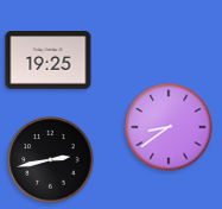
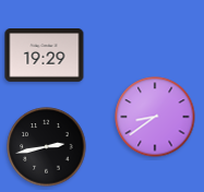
clock at (49, 61): 19:25 -> 19:29
